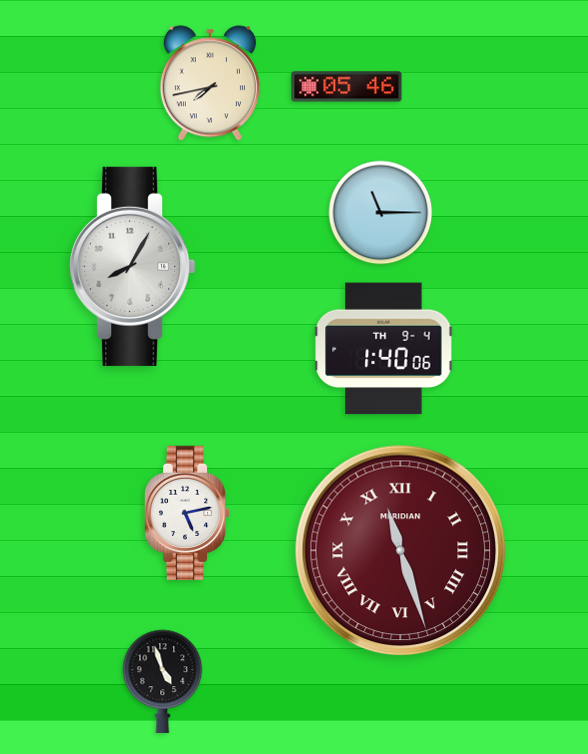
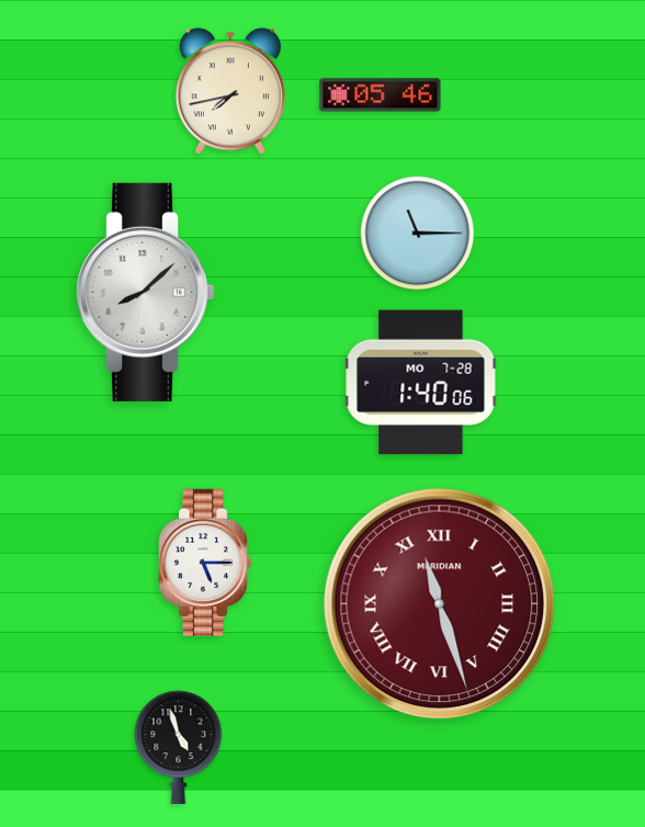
clock at (133, 266): 8:05 -> 8:08
clock at (384, 349) date: TH 9-4 -> MO 7-28
clock at (187, 513): 5:13 -> 5:15
